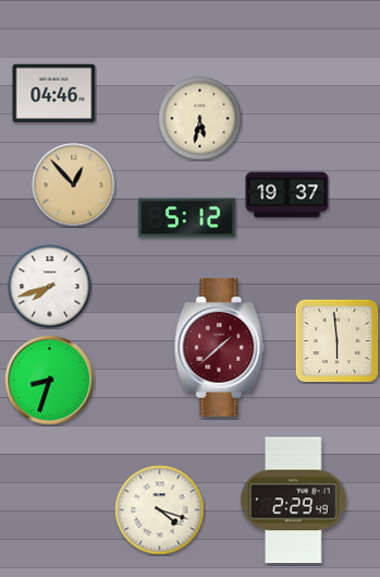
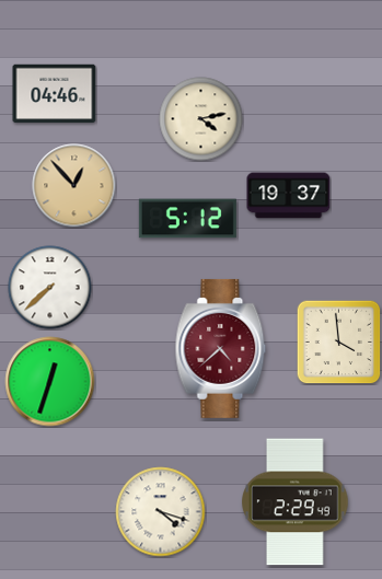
clock at (200, 119): 5:32 -> 4:13
clock at (50, 287): 7:42 -> 7:38
clock at (336, 340): 5:59 -> 3:59
clock at (220, 347): 1:38 -> 4:38
clock at (50, 381): 8:33 -> 12:33
